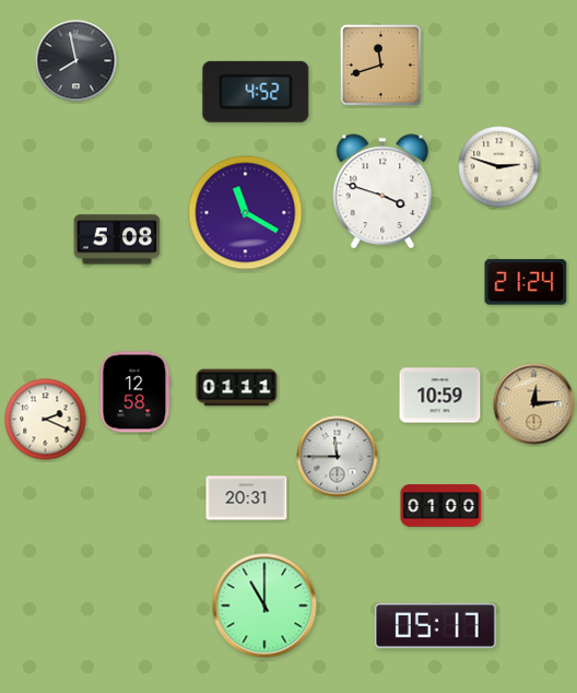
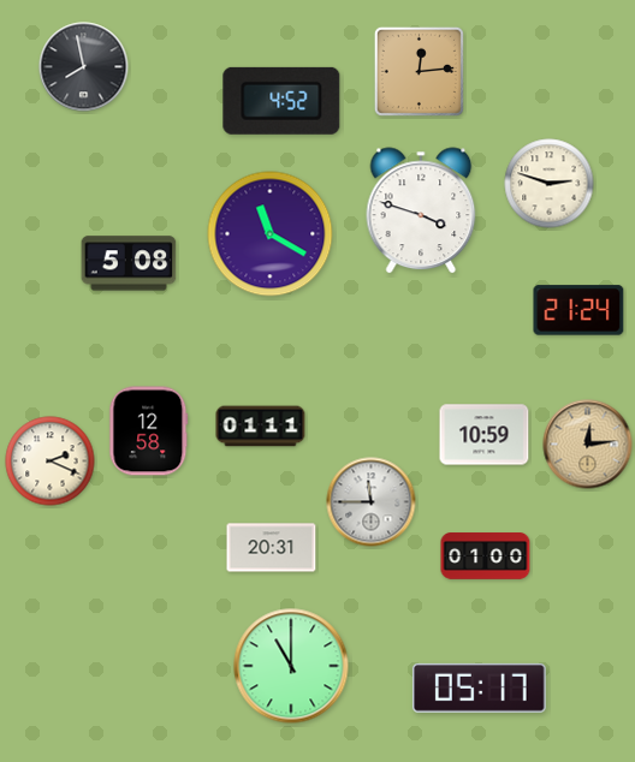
clock at (380, 64): 11:42 -> 12:14
